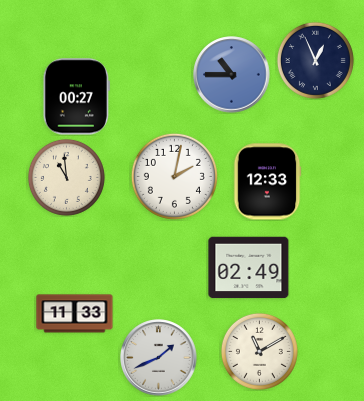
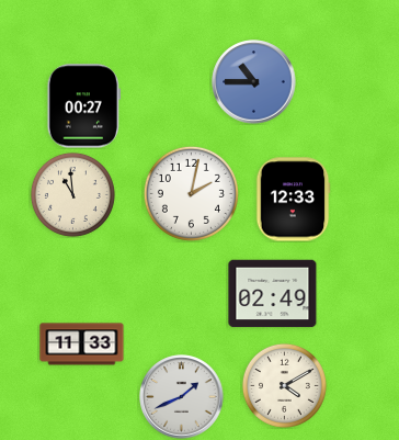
clock at (315, 60): 12:56 -> none
clock at (259, 351): 11:10 -> 4:10
clock at (159, 358) position: (159, 358) -> (182, 397)
